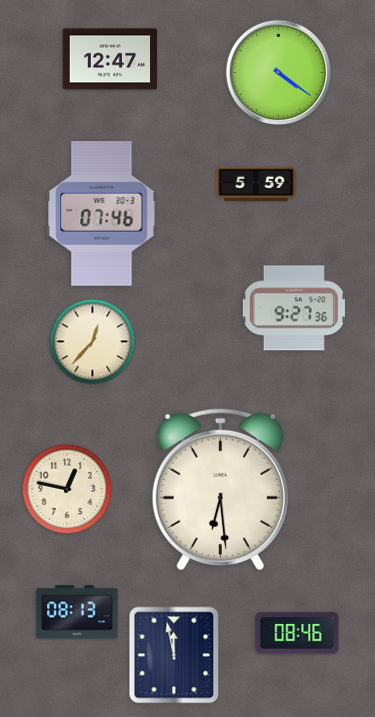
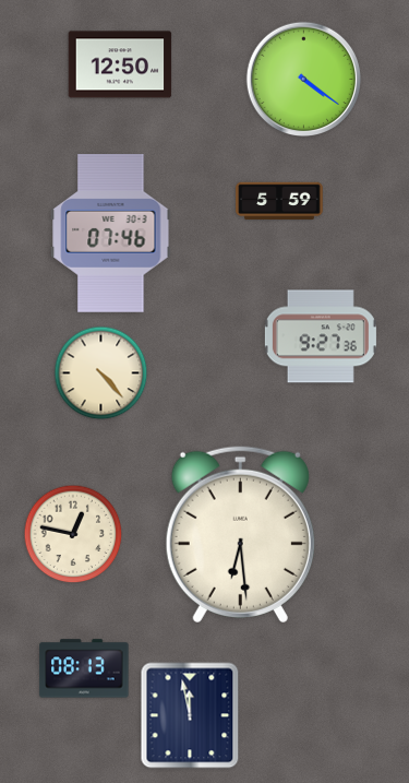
clock at (110, 59): 12:47 -> 12:50
clock at (93, 342): 12:37 -> 4:23
clock at (297, 633): 08:46 -> none
